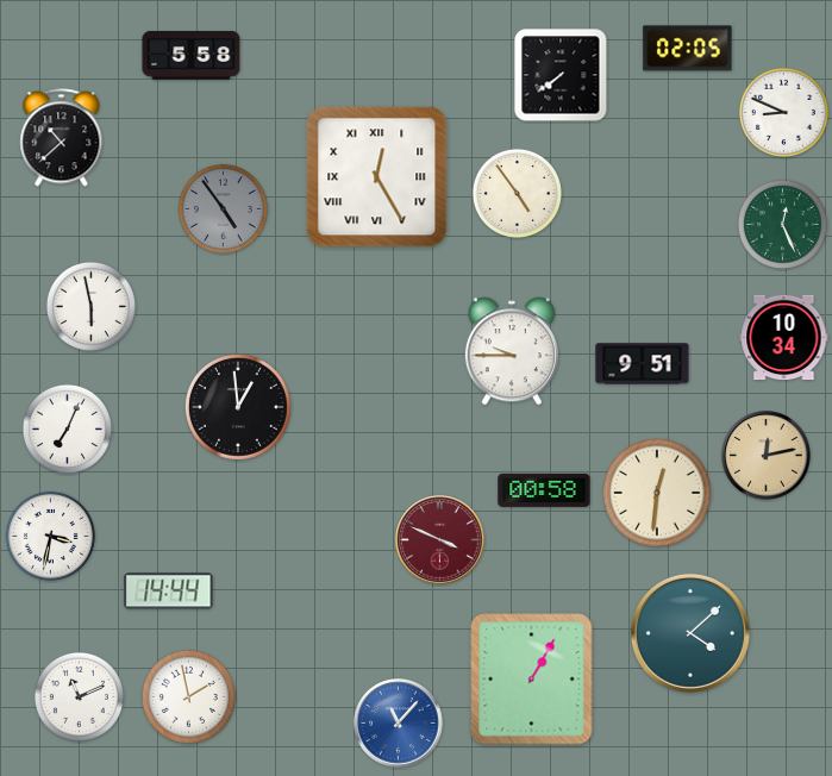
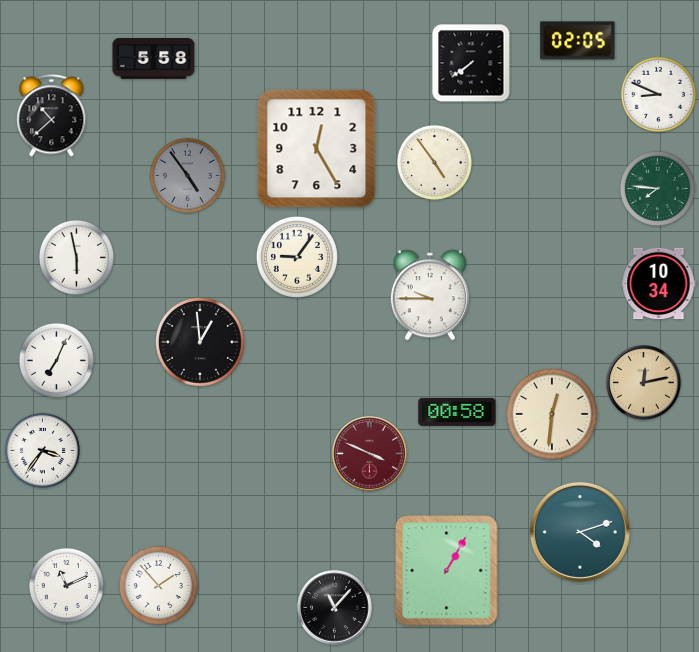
clock at (192, 56) position: (192, 56) -> (154, 59)
clock at (377, 177) numerals: Roman -> Arabic
clock at (782, 224): 12:26 -> 7:46
clock at (297, 257): none -> 9:06
clock at (643, 364): 9:51 -> none
clock at (50, 536): 3:32 -> 3:36
clock at (169, 592): 14:44 -> none
clock at (690, 633): 4:08 -> 4:12
clock at (188, 696): 1:58 -> 1:53
clock at (399, 724) dial: blue -> black
